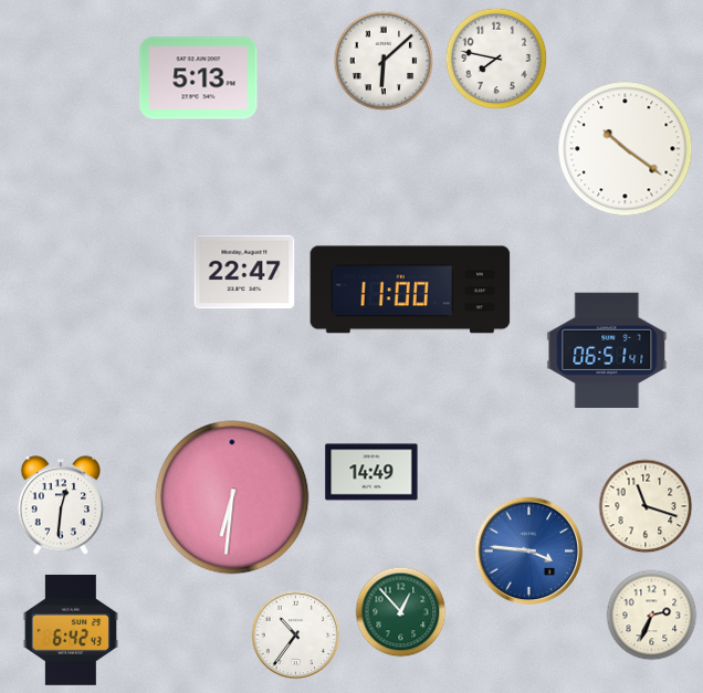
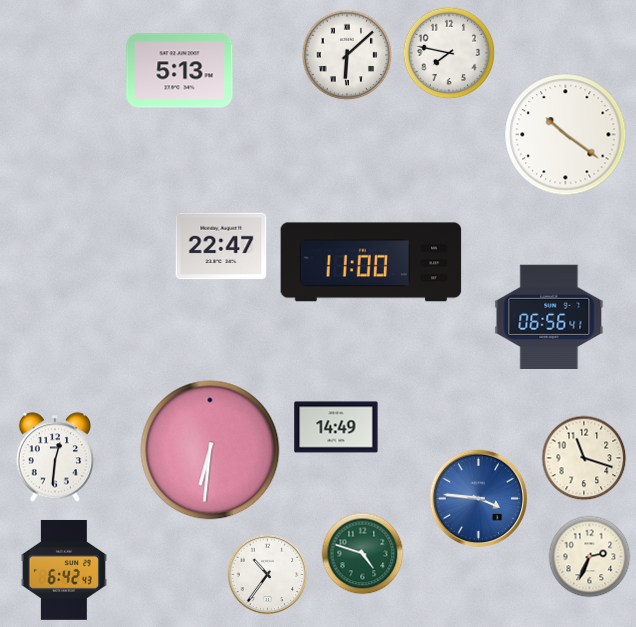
clock at (607, 349): 06:51 -> 06:56
clock at (401, 612): 12:53 -> 4:48
